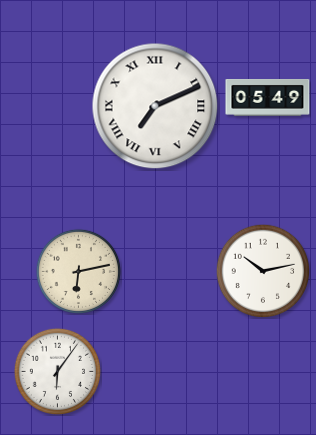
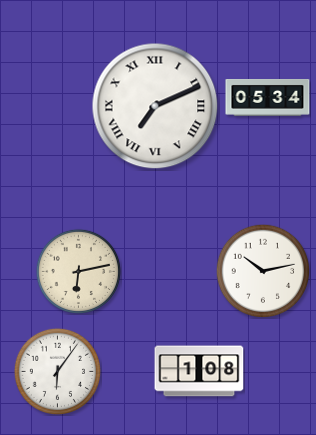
clock at (268, 98): 05:49 -> 05:34
clock at (199, 371): none -> 1:08
